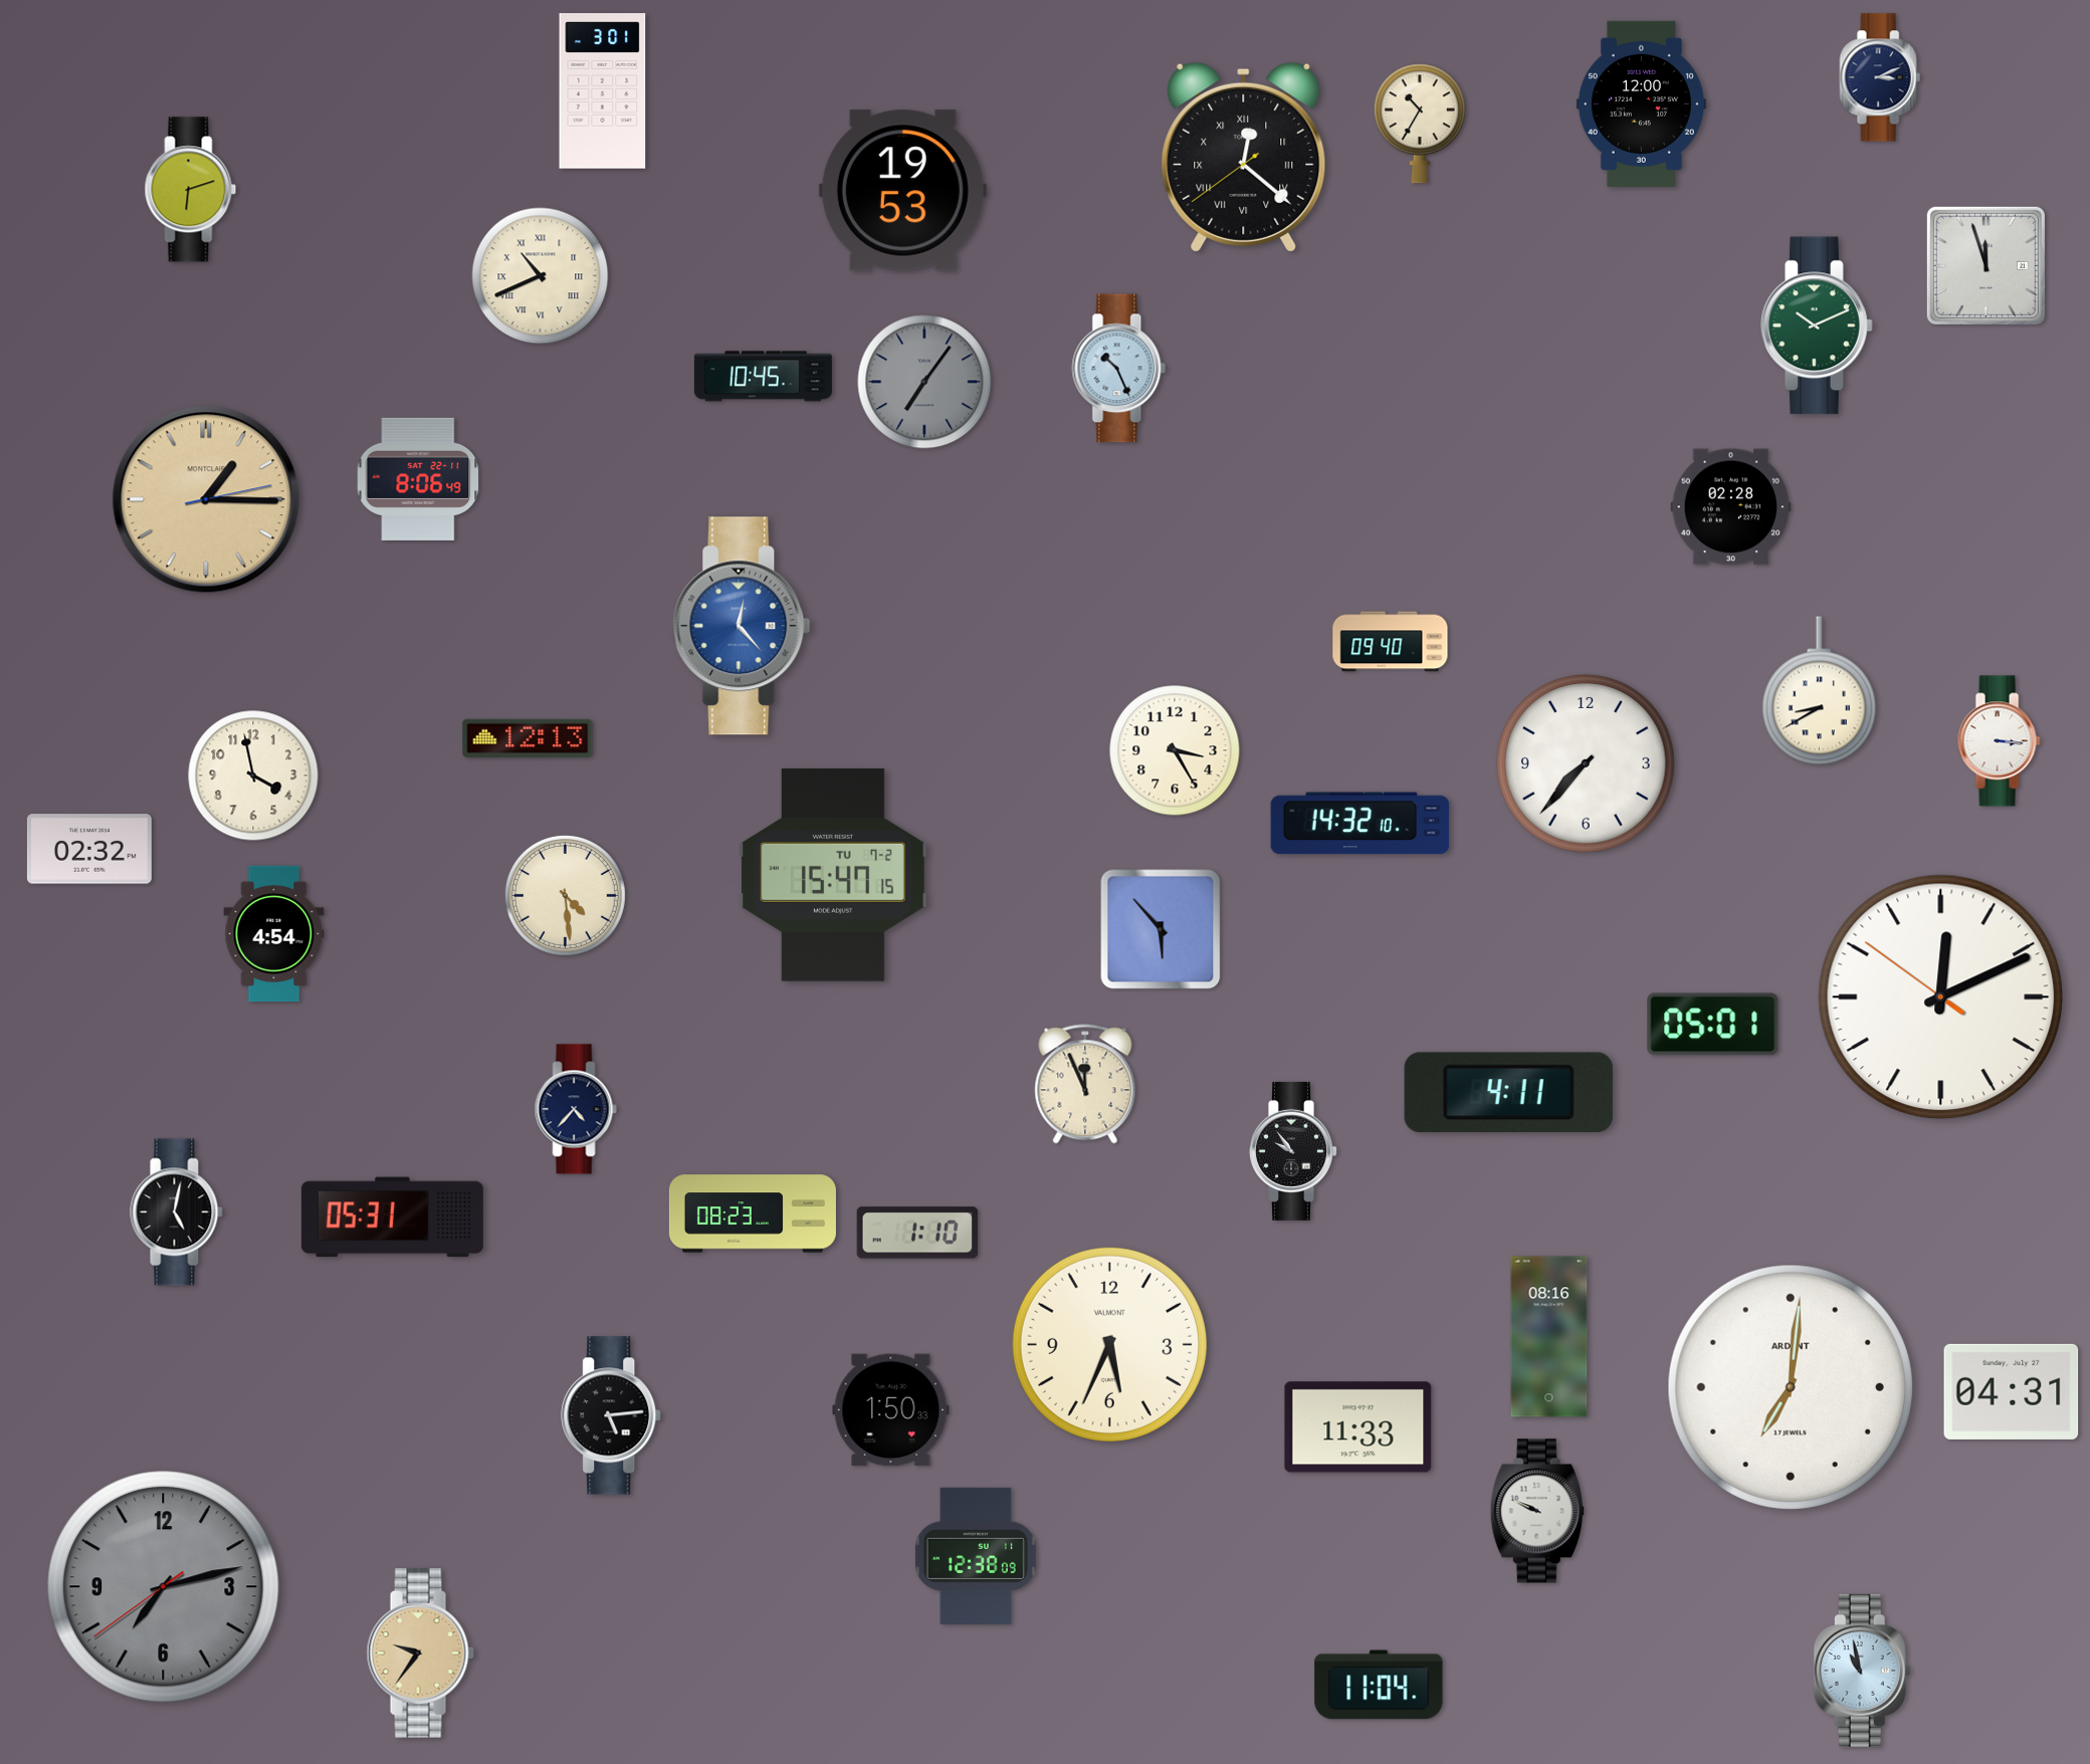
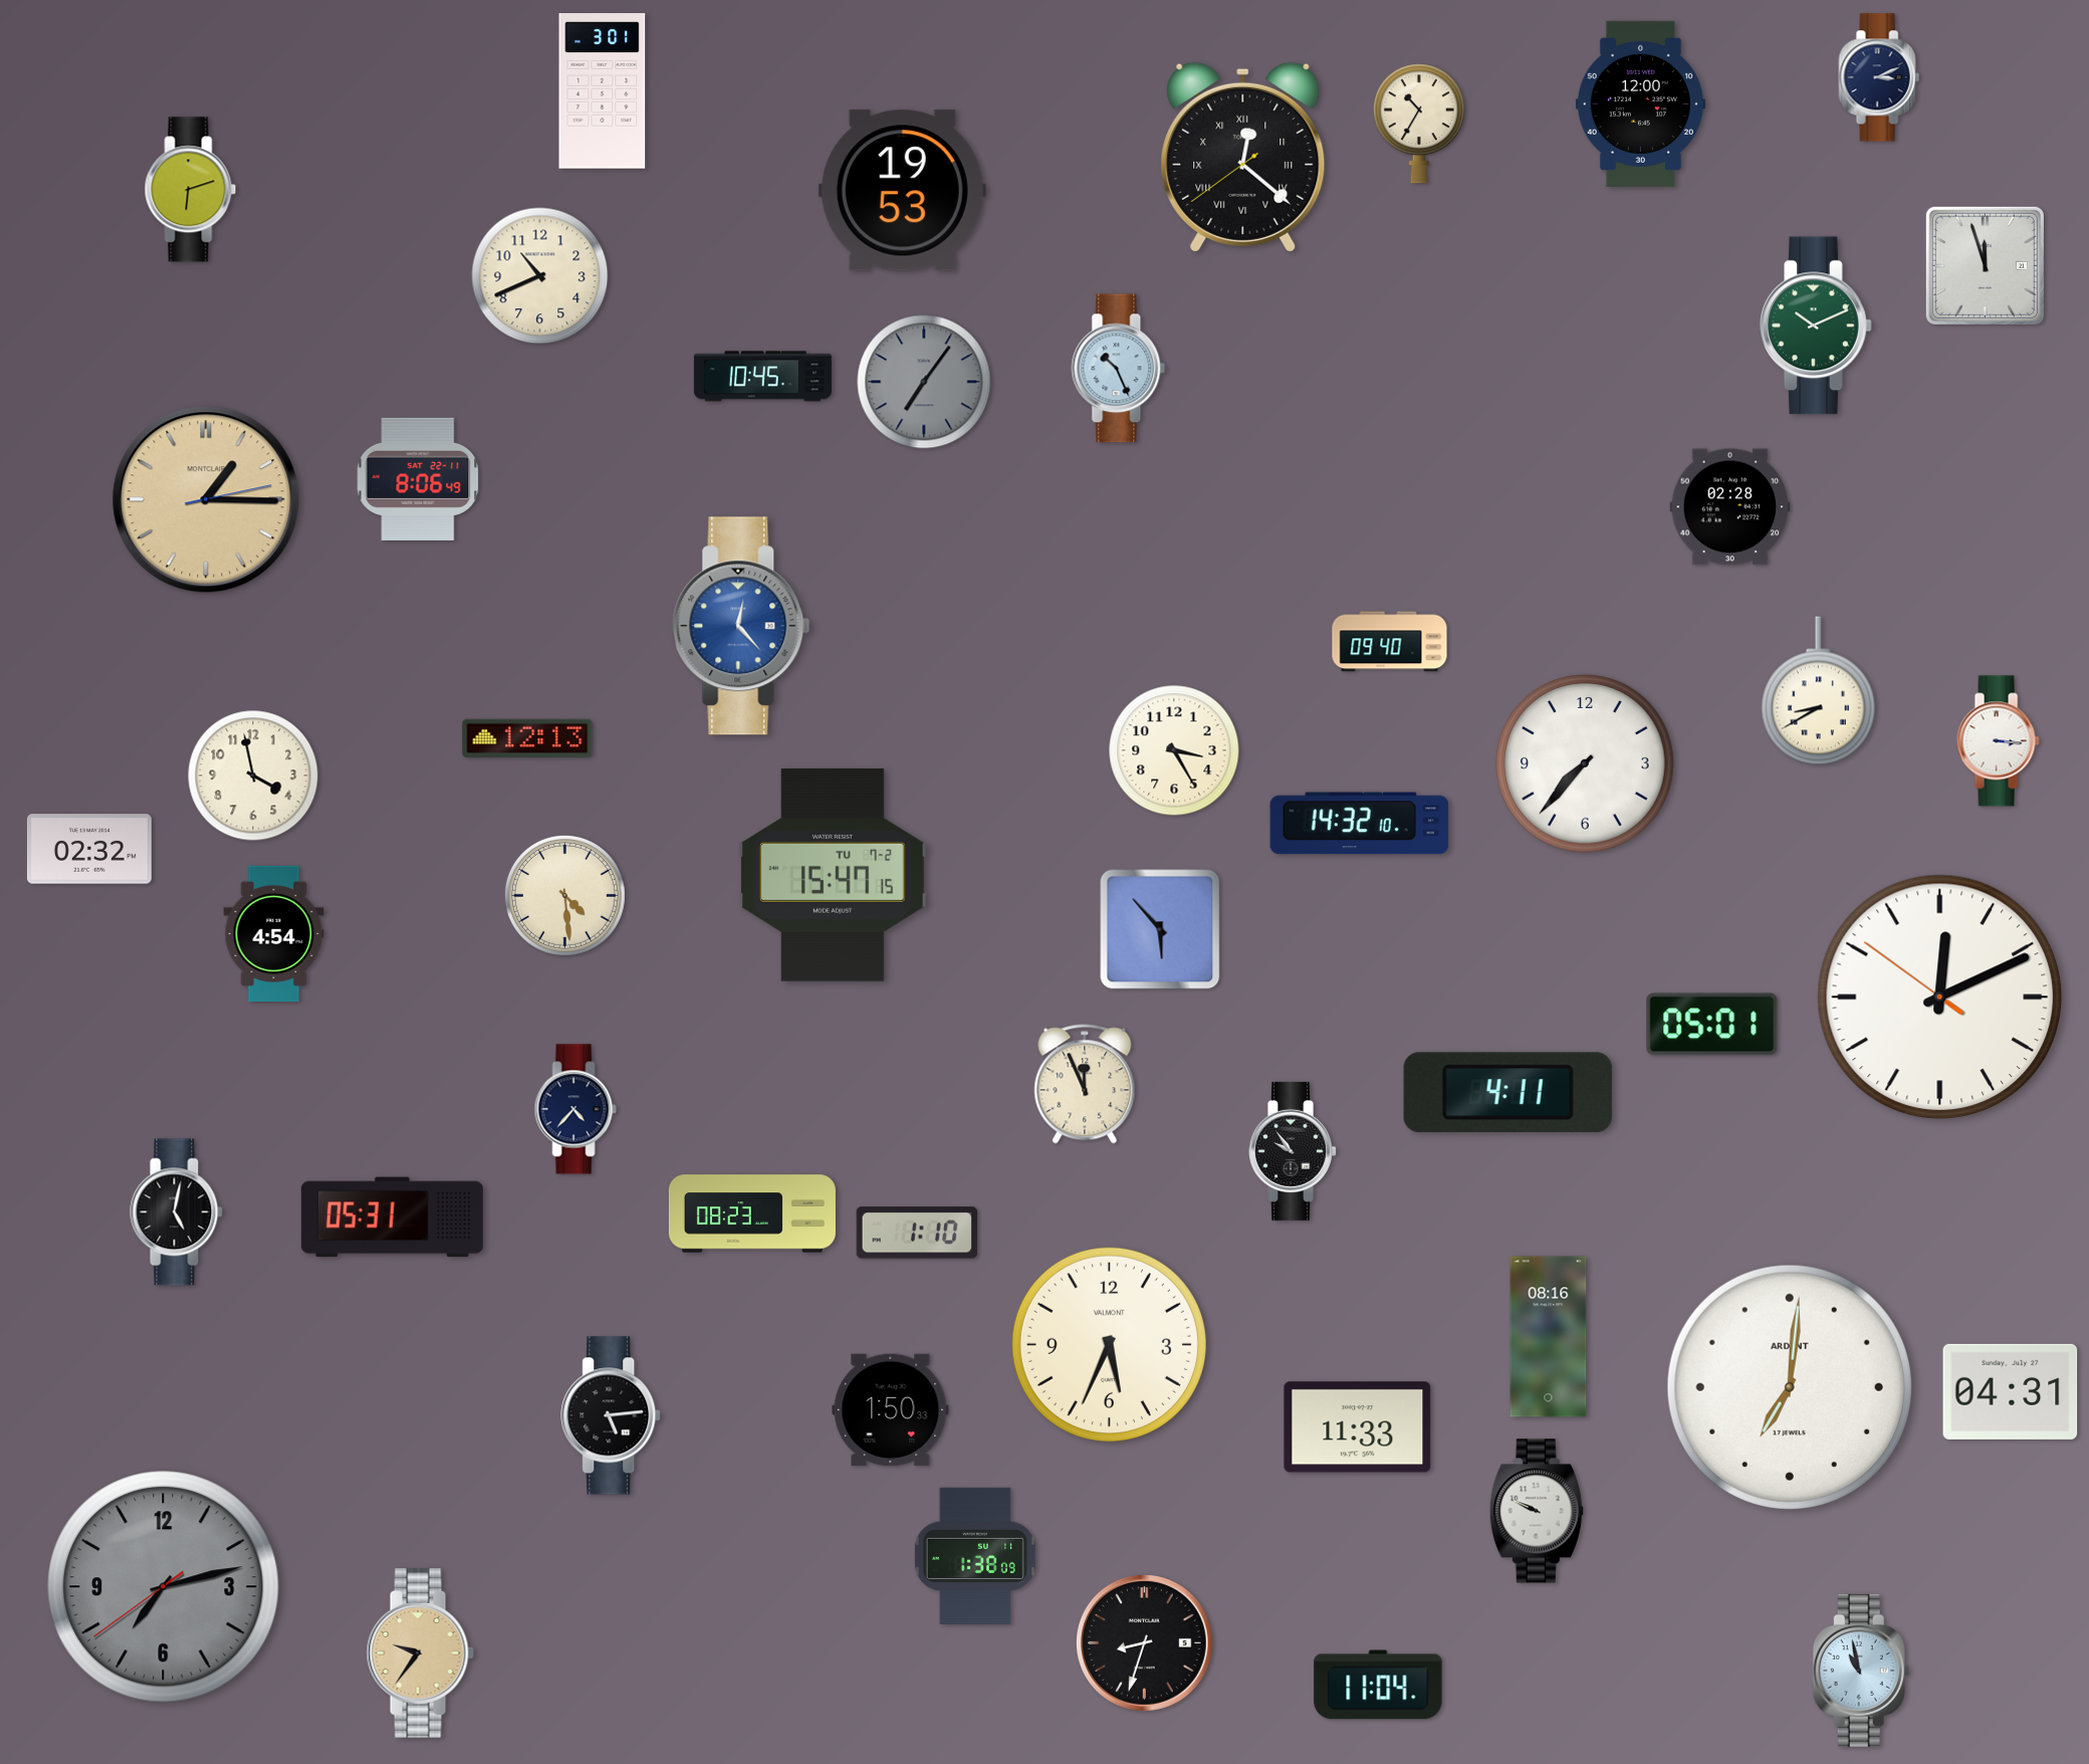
clock at (541, 276) numerals: Roman -> Arabic
clock at (976, 1556): 12:38 -> 1:38
clock at (1144, 1642): none -> 8:33
